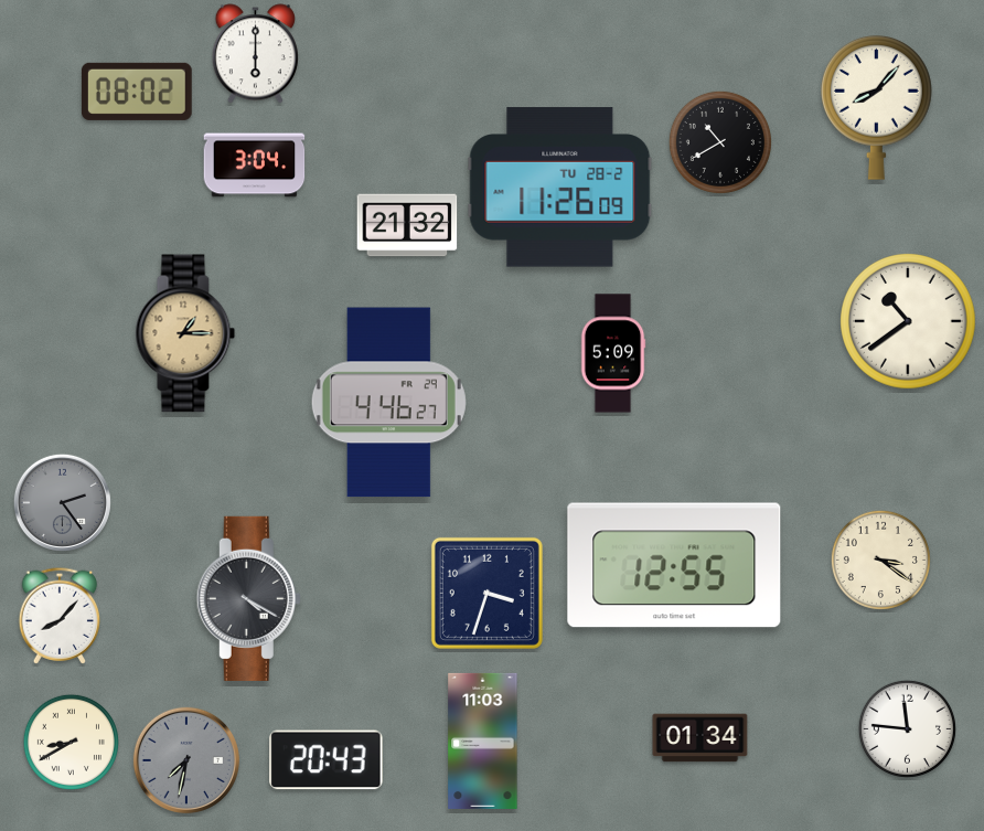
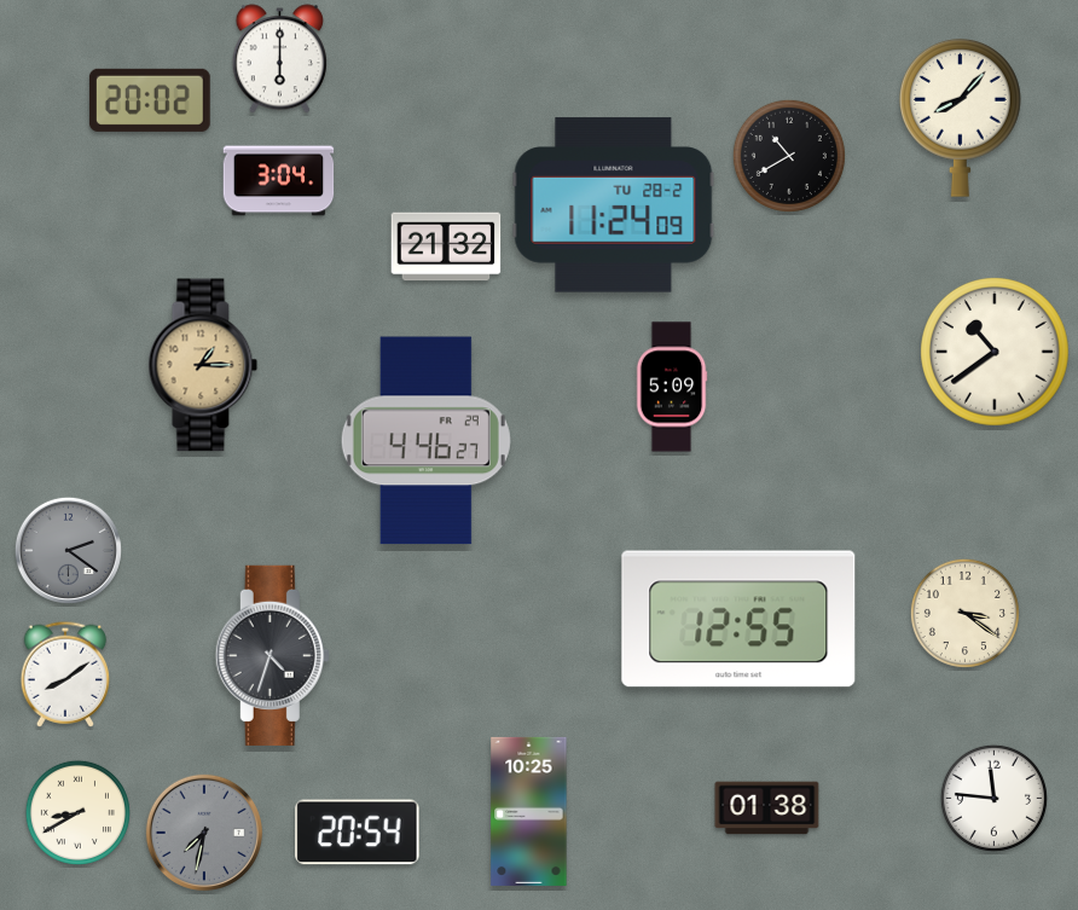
clock at (137, 92): 08:02 -> 20:02
clock at (560, 188): 11:26 -> 11:24
clock at (62, 502): 2:24 -> 2:21
clock at (486, 593): 3:33 -> none
clock at (248, 598): 4:20 -> 4:33
clock at (60, 616): 8:07 -> 8:09
clock at (700, 738): 01:34 -> 01:38
clock at (483, 741): 11:03 -> 10:25
clock at (327, 760): 20:43 -> 20:54
